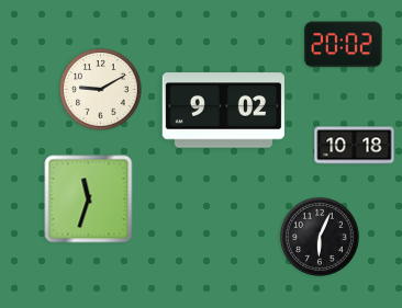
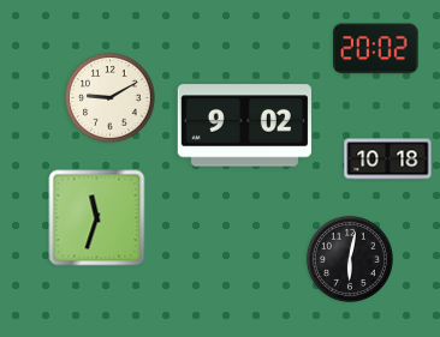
clock at (223, 111) position: (223, 111) -> (244, 126)
clock at (320, 237): 6:04 -> 6:02
